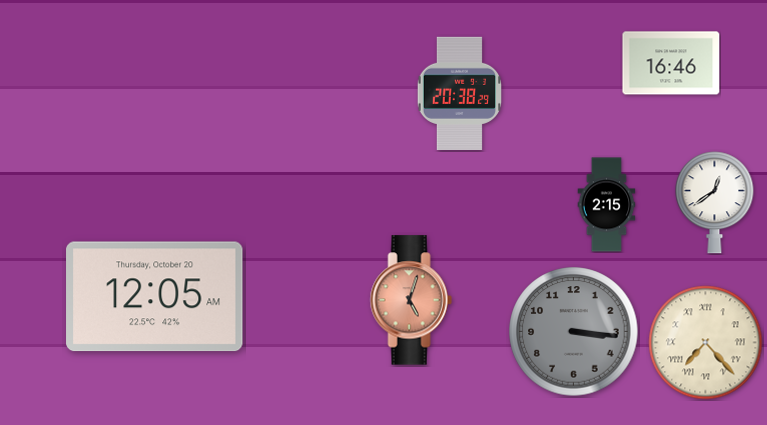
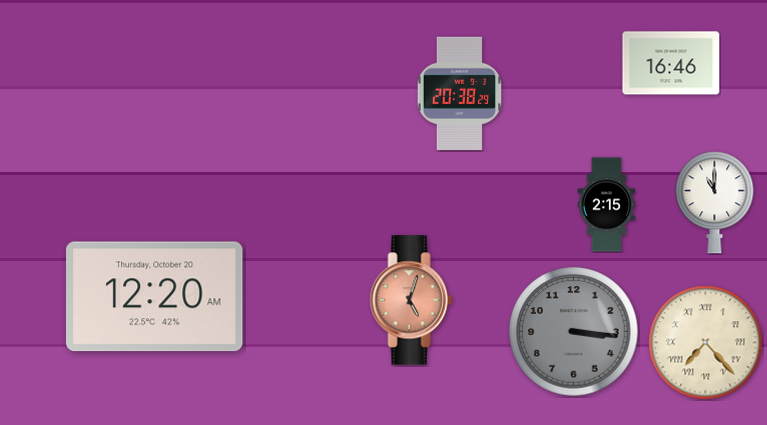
clock at (715, 203): 12:39 -> 11:00
clock at (155, 297): 12:05 -> 12:20
